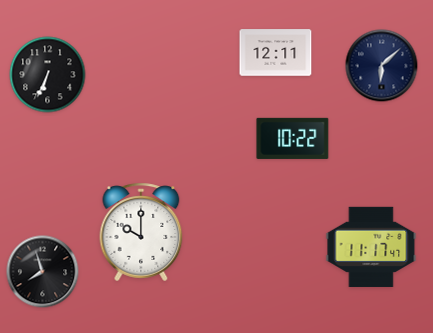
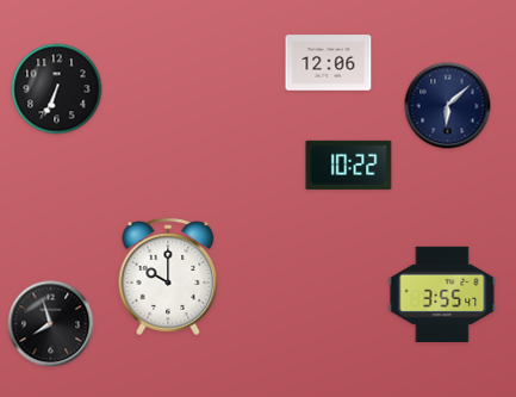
clock at (276, 53): 12:11 -> 12:06
clock at (382, 66) position: (382, 66) -> (448, 106)
clock at (371, 247): 11:17 -> 3:55
